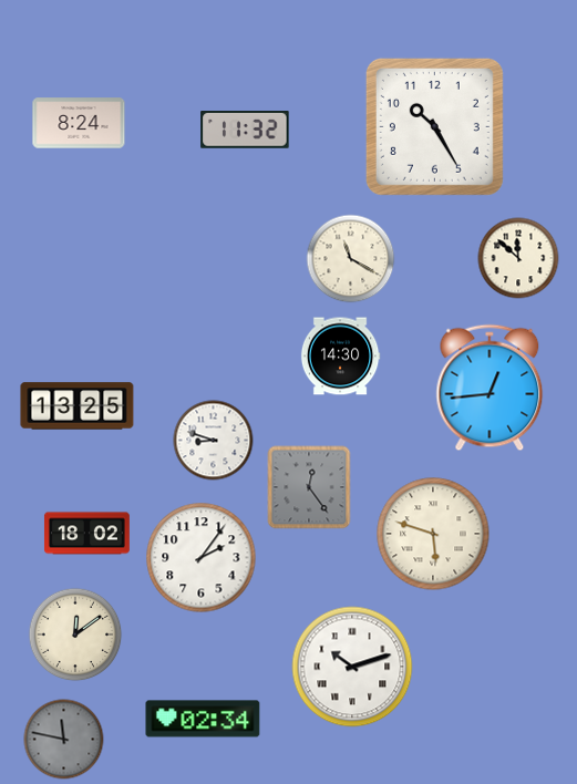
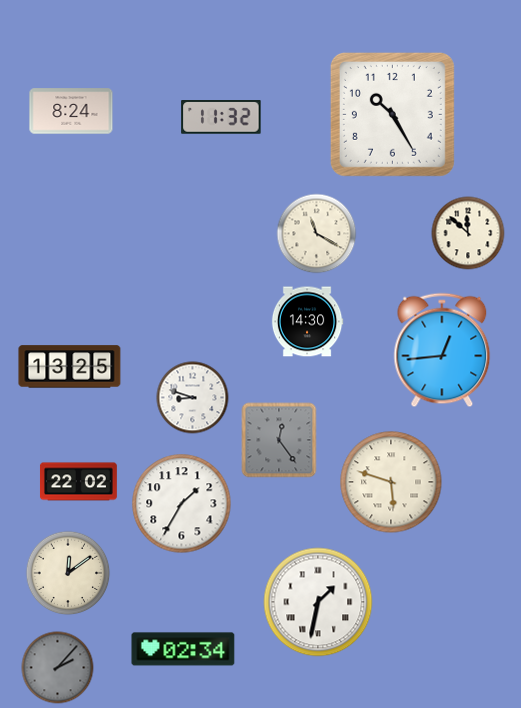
clock at (86, 534): 18:02 -> 22:02
clock at (202, 558): 2:06 -> 1:35
clock at (352, 667): 10:12 -> 1:32
clock at (64, 740): 11:47 -> 2:07
